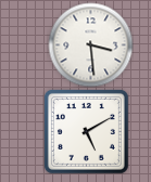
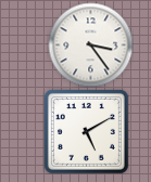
clock at (90, 44): 3:29 -> 3:24
